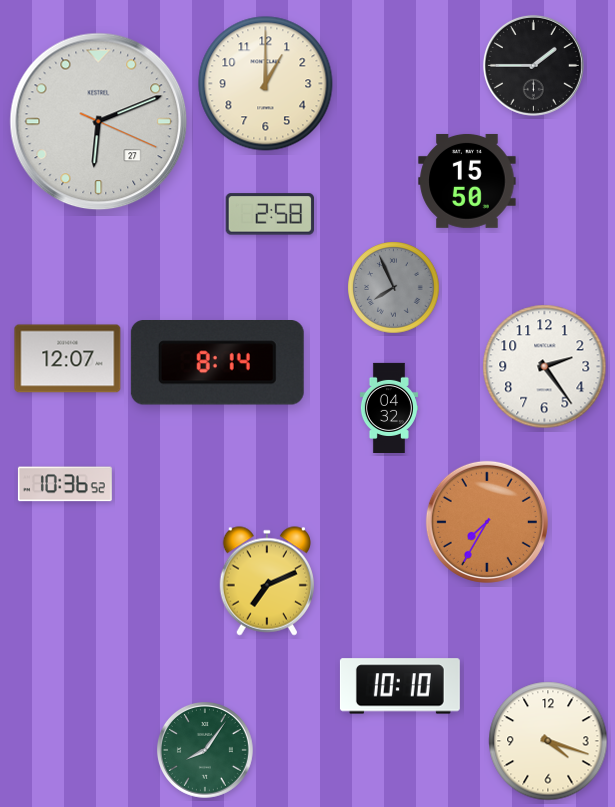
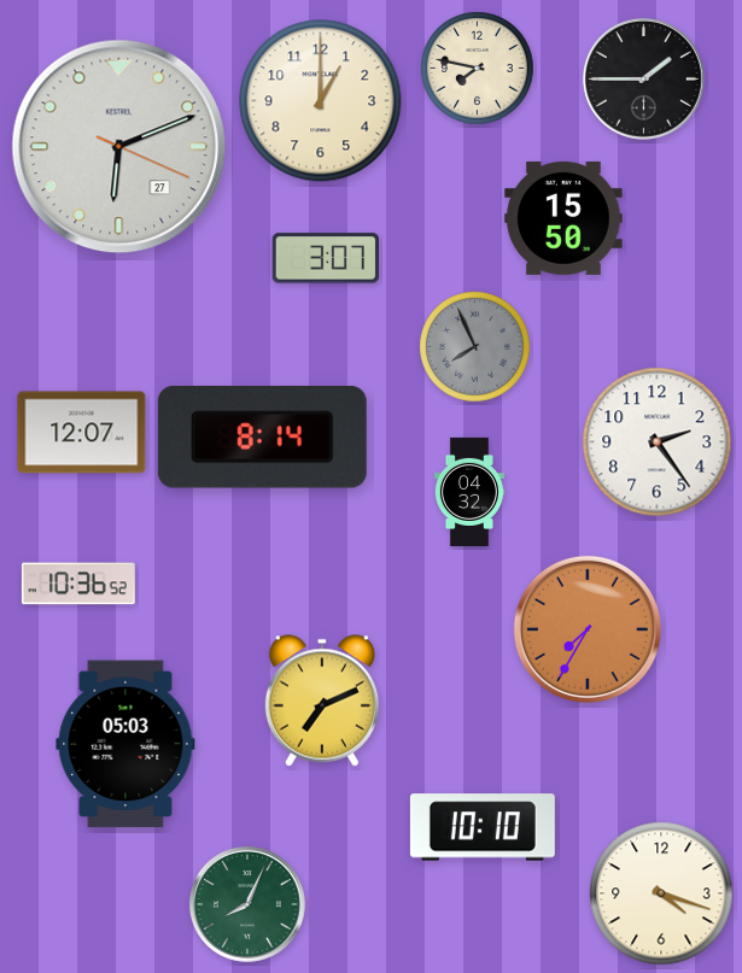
clock at (478, 69): none -> 7:47
clock at (270, 214): 2:58 -> 3:07
clock at (125, 744): none -> 05:03
clock at (205, 750): 8:06 -> 8:04
